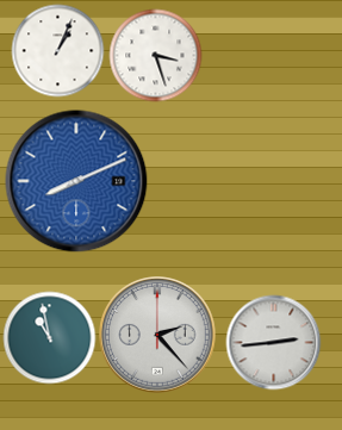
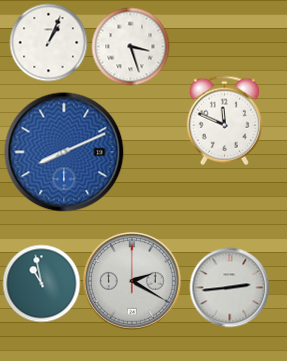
clock at (224, 120): none -> 11:49
clock at (158, 336): 2:23 -> 2:20
